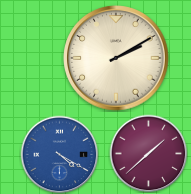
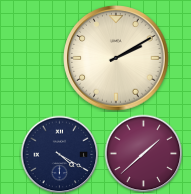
clock at (148, 153) position: (148, 153) -> (143, 153)
clock at (59, 154) dial: blue -> navy
